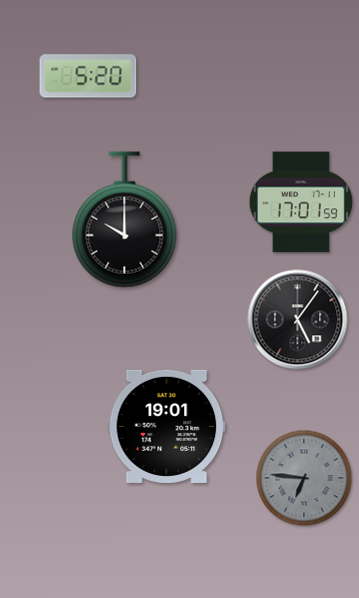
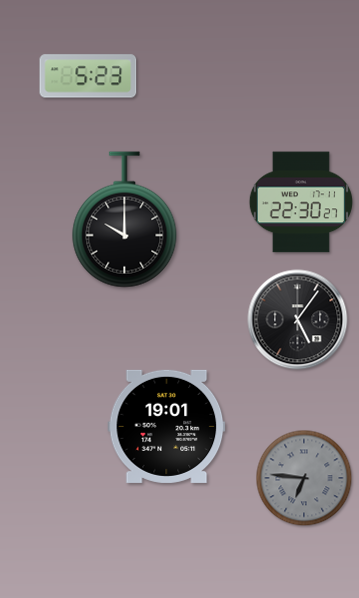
clock at (88, 76): 5:20 -> 5:23
clock at (300, 202): 17:01 -> 22:30
